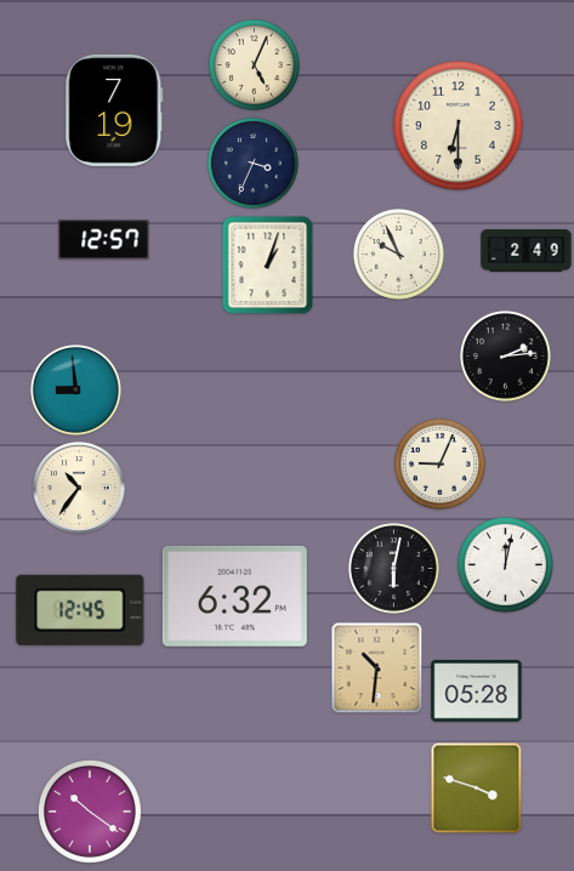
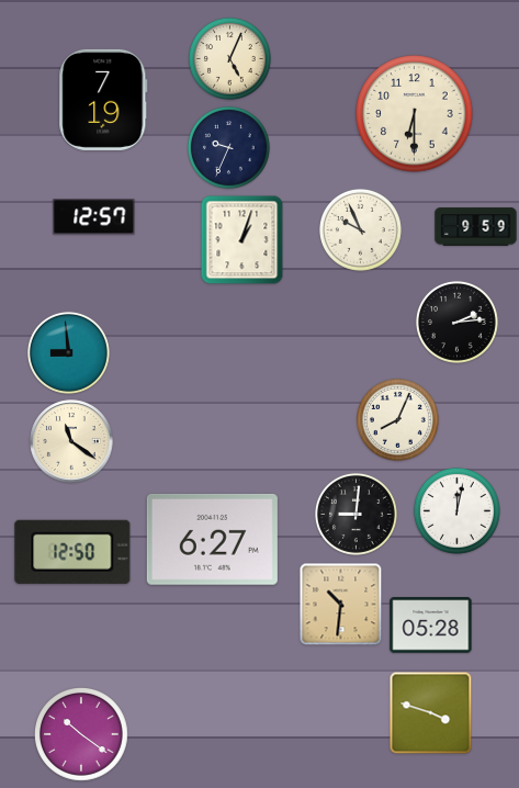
clock at (252, 163): 3:34 -> 9:34
clock at (527, 251): 2:49 -> 9:59
clock at (439, 463): 9:04 -> 8:04
clock at (79, 488): 10:36 -> 11:21
clock at (393, 568): 6:02 -> 9:01
clock at (234, 596): 6:32 -> 6:27
clock at (80, 610): 12:45 -> 12:50
